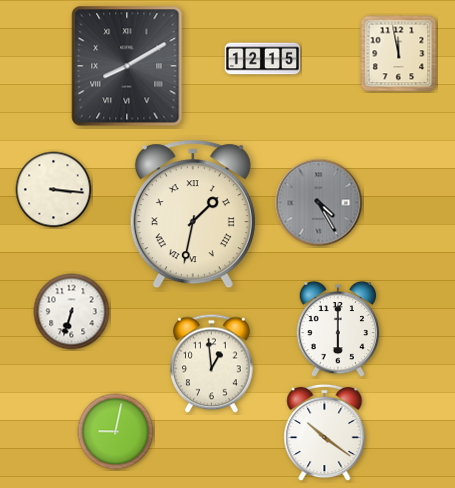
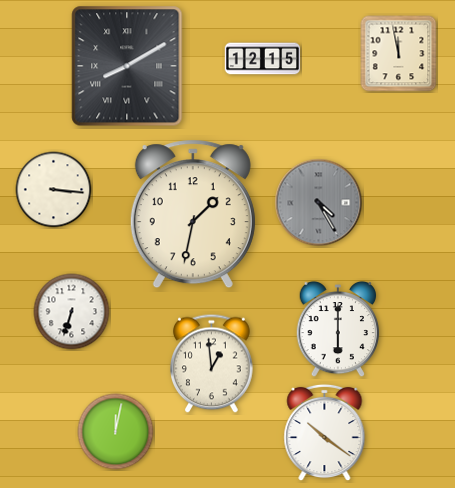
clock at (193, 214) numerals: Roman -> Arabic
clock at (116, 432): 9:02 -> 12:02
